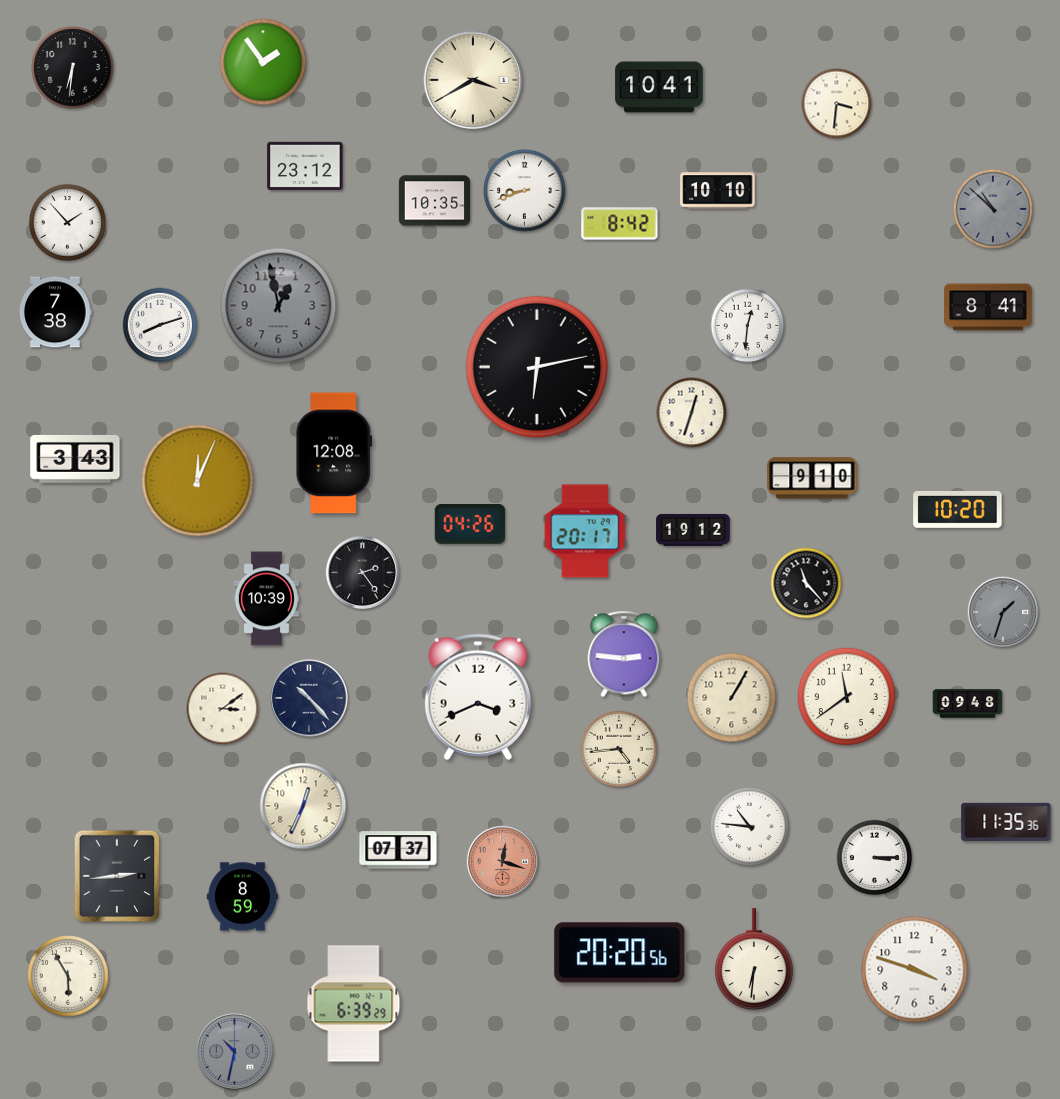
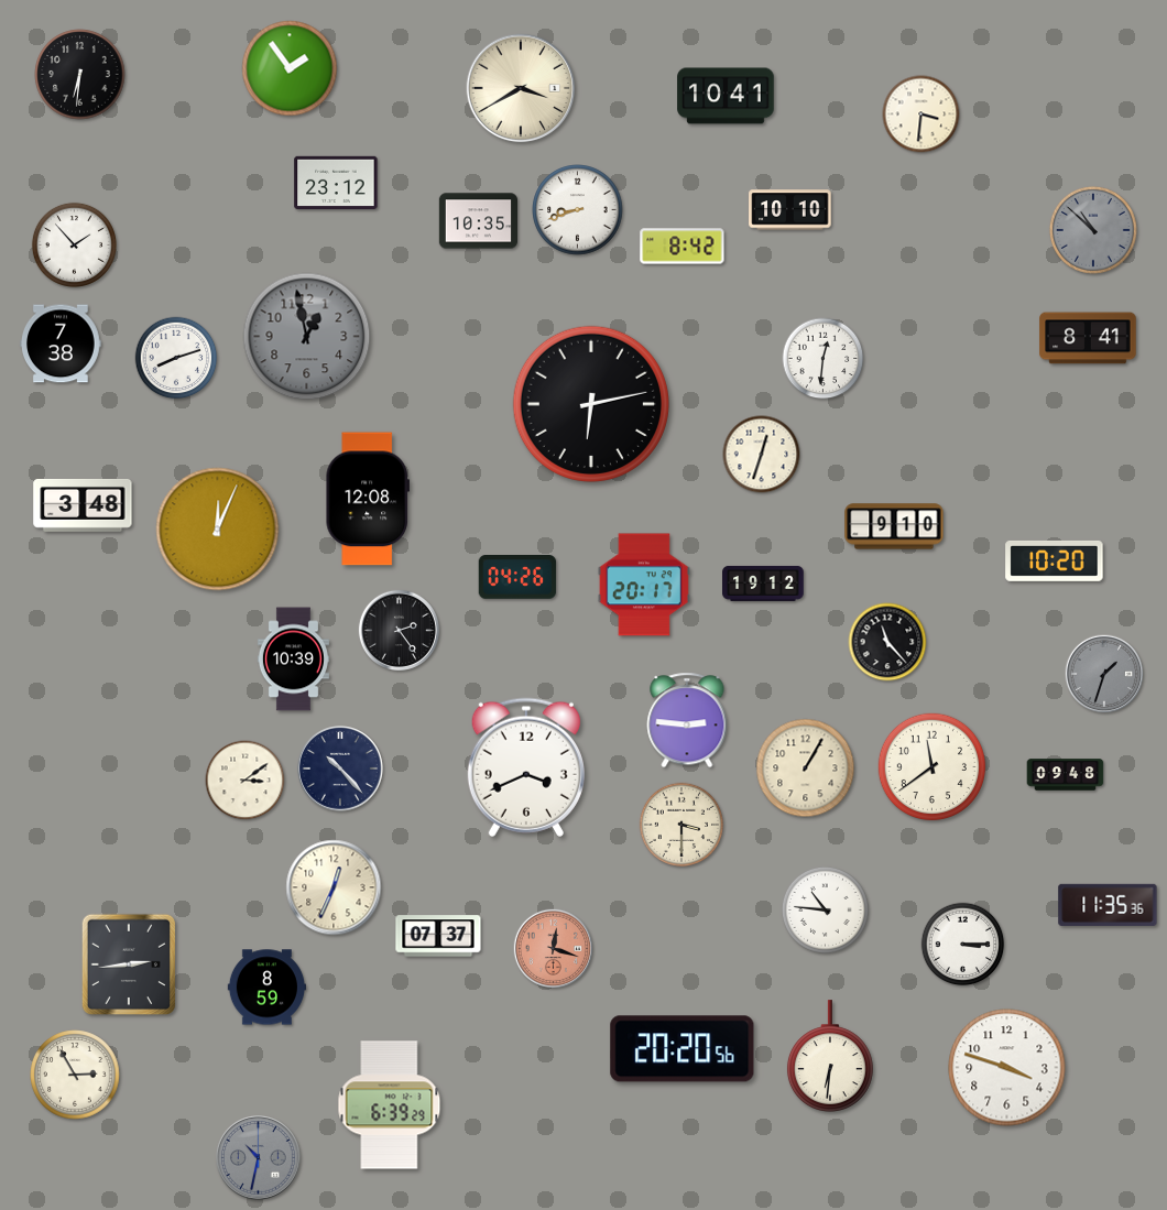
clock at (75, 459): 3:43 -> 3:48
clock at (619, 749): 4:44 -> 3:30
clock at (68, 976): 5:55 -> 2:55
